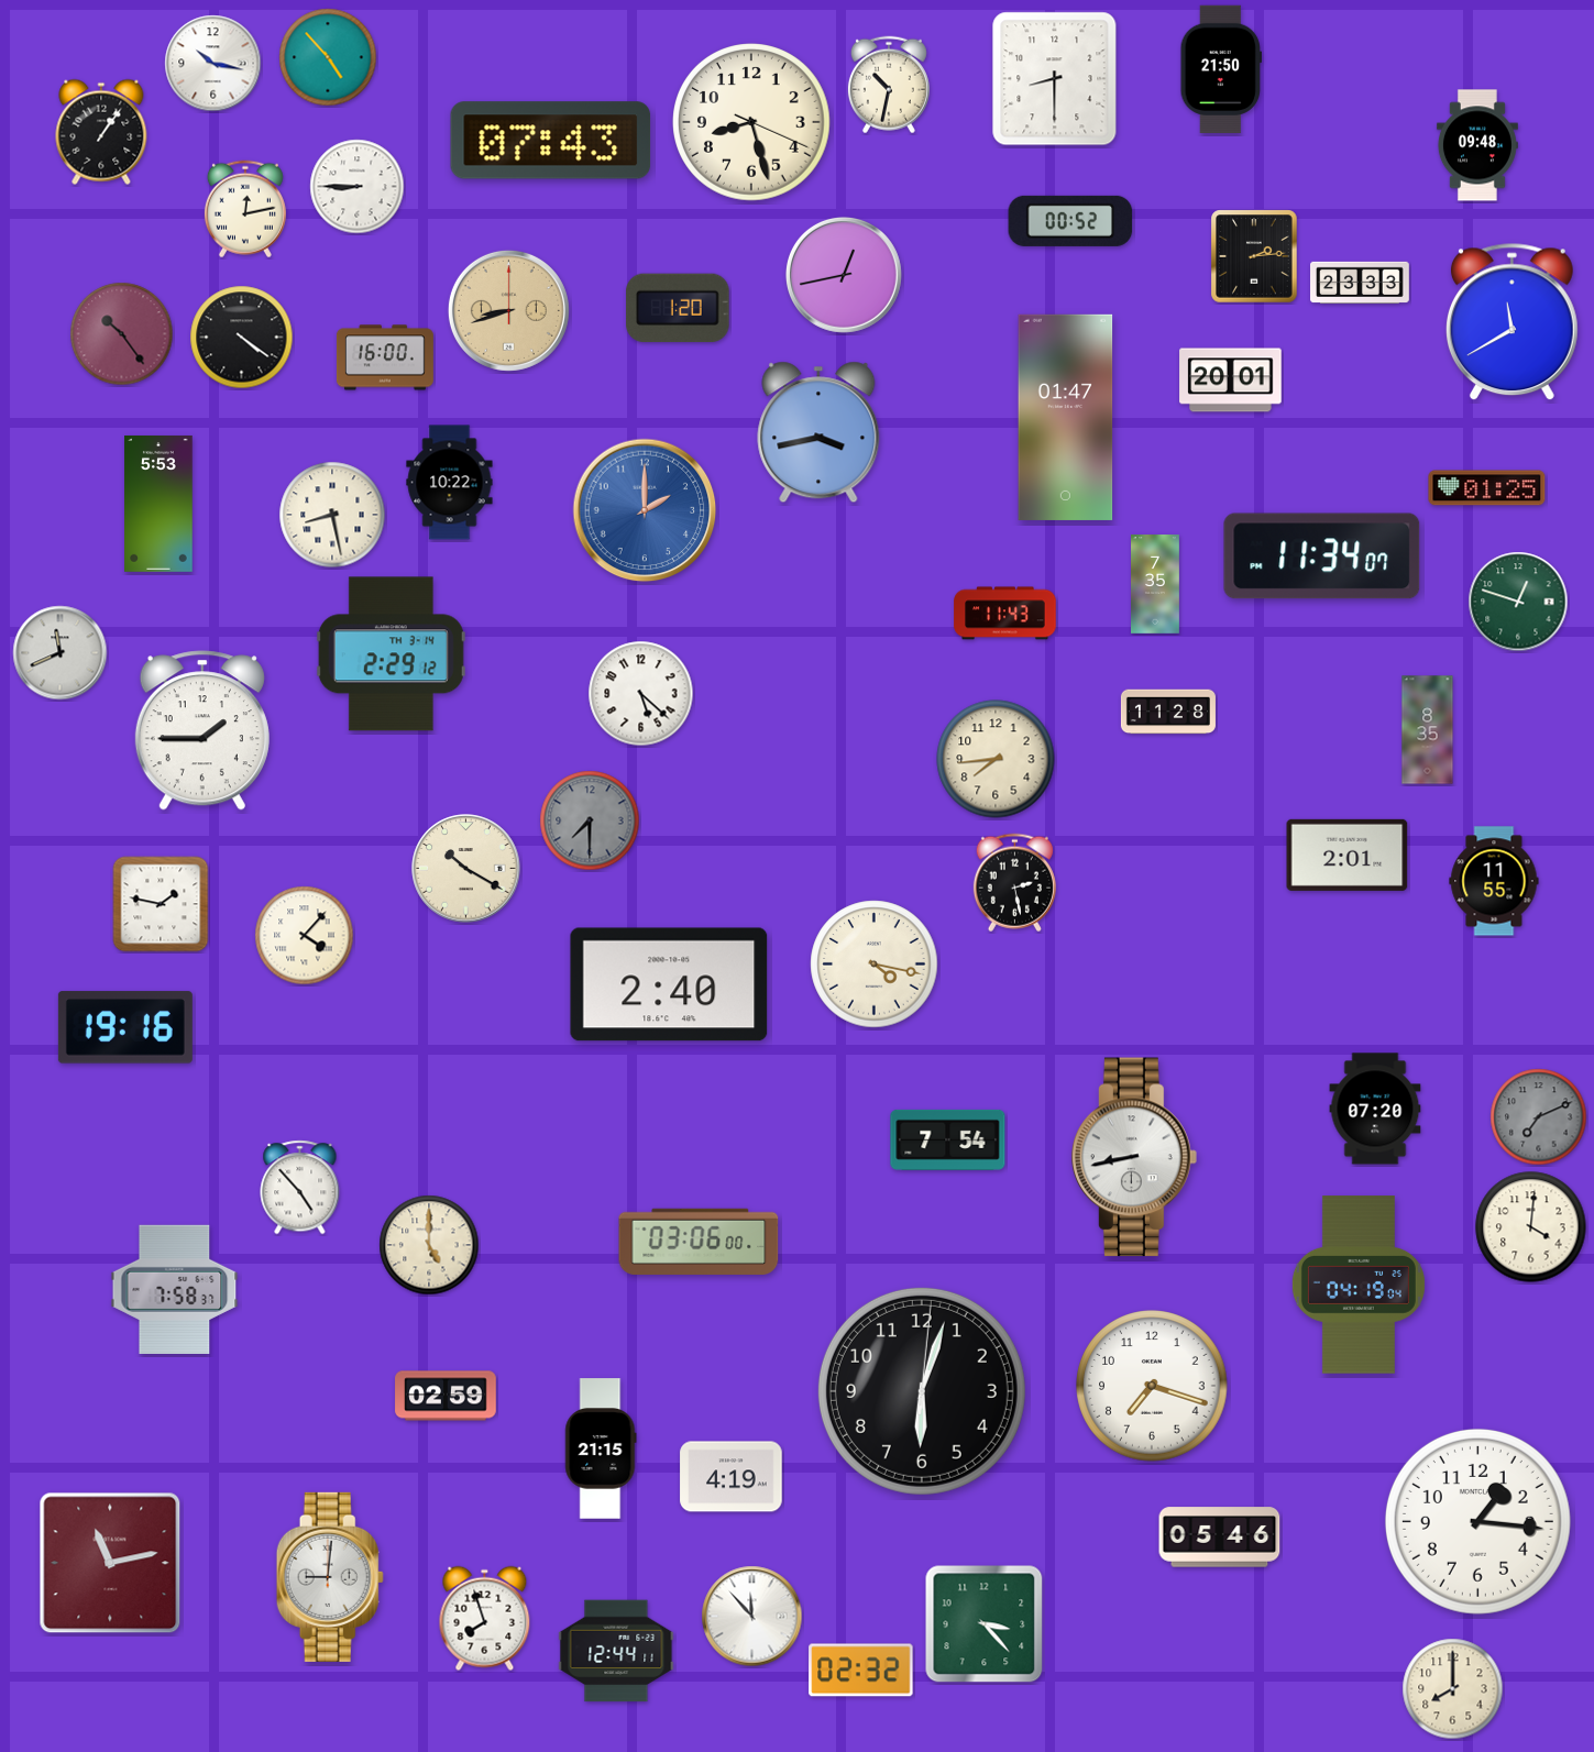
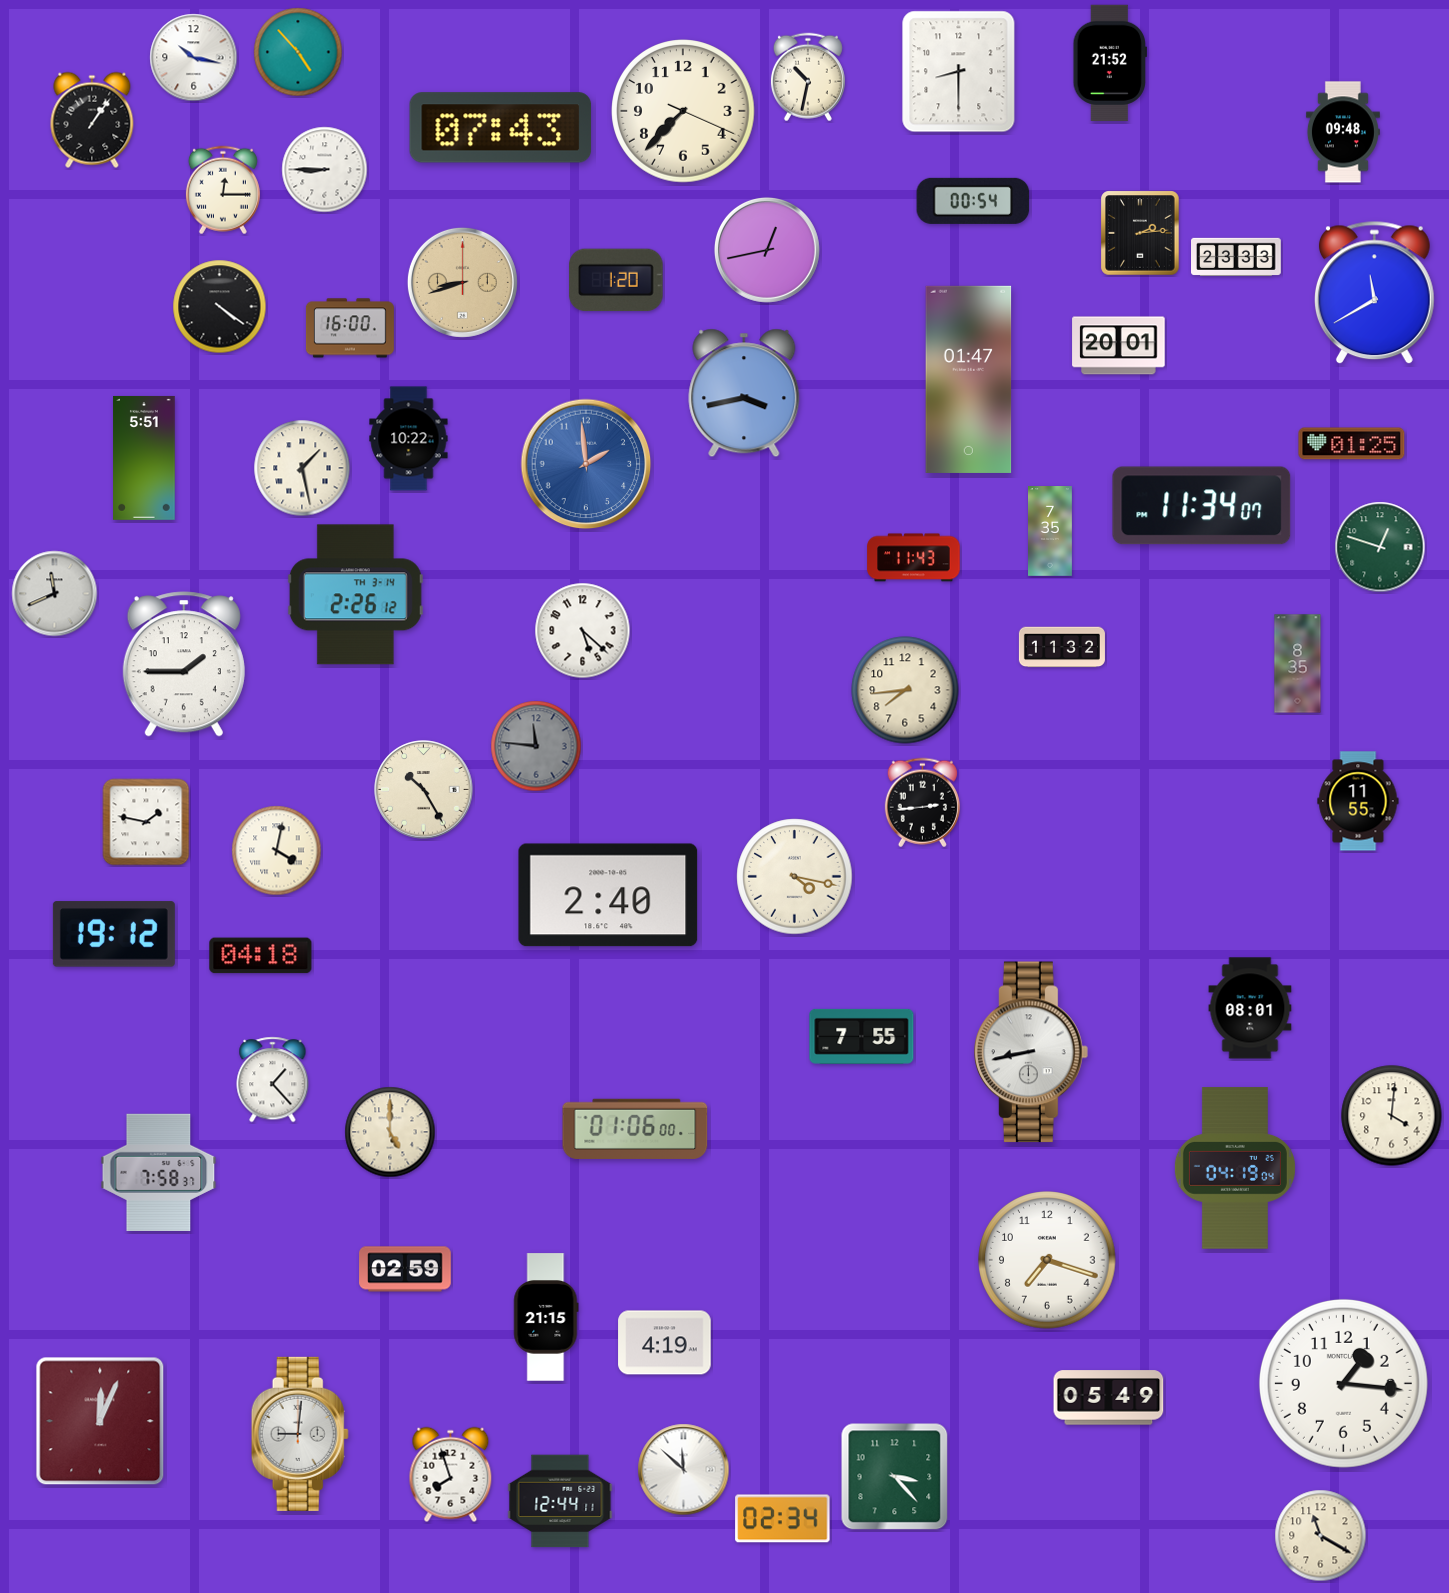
clock at (1220, 69): 21:50 -> 21:52
clock at (751, 122): 8:27 -> 7:37
clock at (245, 209): 12:13 -> 12:15
clock at (1070, 221): 00:52 -> 00:54
clock at (122, 334): 10:24 -> none
clock at (385, 357) position: (385, 357) -> (350, 328)
clock at (158, 504): 5:53 -> 5:51
clock at (645, 510): 2:00 -> 1:59
clock at (332, 515): 8:28 -> 1:28
clock at (391, 654): 2:29 -> 2:26
clock at (1168, 712): 11:28 -> 11:32
clock at (590, 820): 7:30 -> 11:46
clock at (1348, 855): 2:01 -> none
clock at (466, 869): 10:20 -> 10:25
clock at (1014, 883): 2:28 -> 2:44
clock at (305, 936): 4:07 -> 4:02
clock at (125, 1027): 19:16 -> 19:12
clock at (261, 956): none -> 04:18
clock at (1375, 1109): 07:20 -> 08:01
clock at (1539, 1117): 7:11 -> none
clock at (948, 1139): 7:54 -> 7:55
clock at (300, 1188): 4:53 -> 1:23
clock at (699, 1241): 03:06 -> 01:06
clock at (922, 1391): 6:03 -> none
clock at (1220, 1538): 05:46 -> 05:49
clock at (110, 1563): 11:13 -> 12:04
clock at (752, 1617): 11:53 -> 11:52
clock at (485, 1619) position: (485, 1619) -> (451, 1475)
clock at (861, 1671): 02:32 -> 02:34
clock at (1453, 1689): 8:00 -> 11:20
